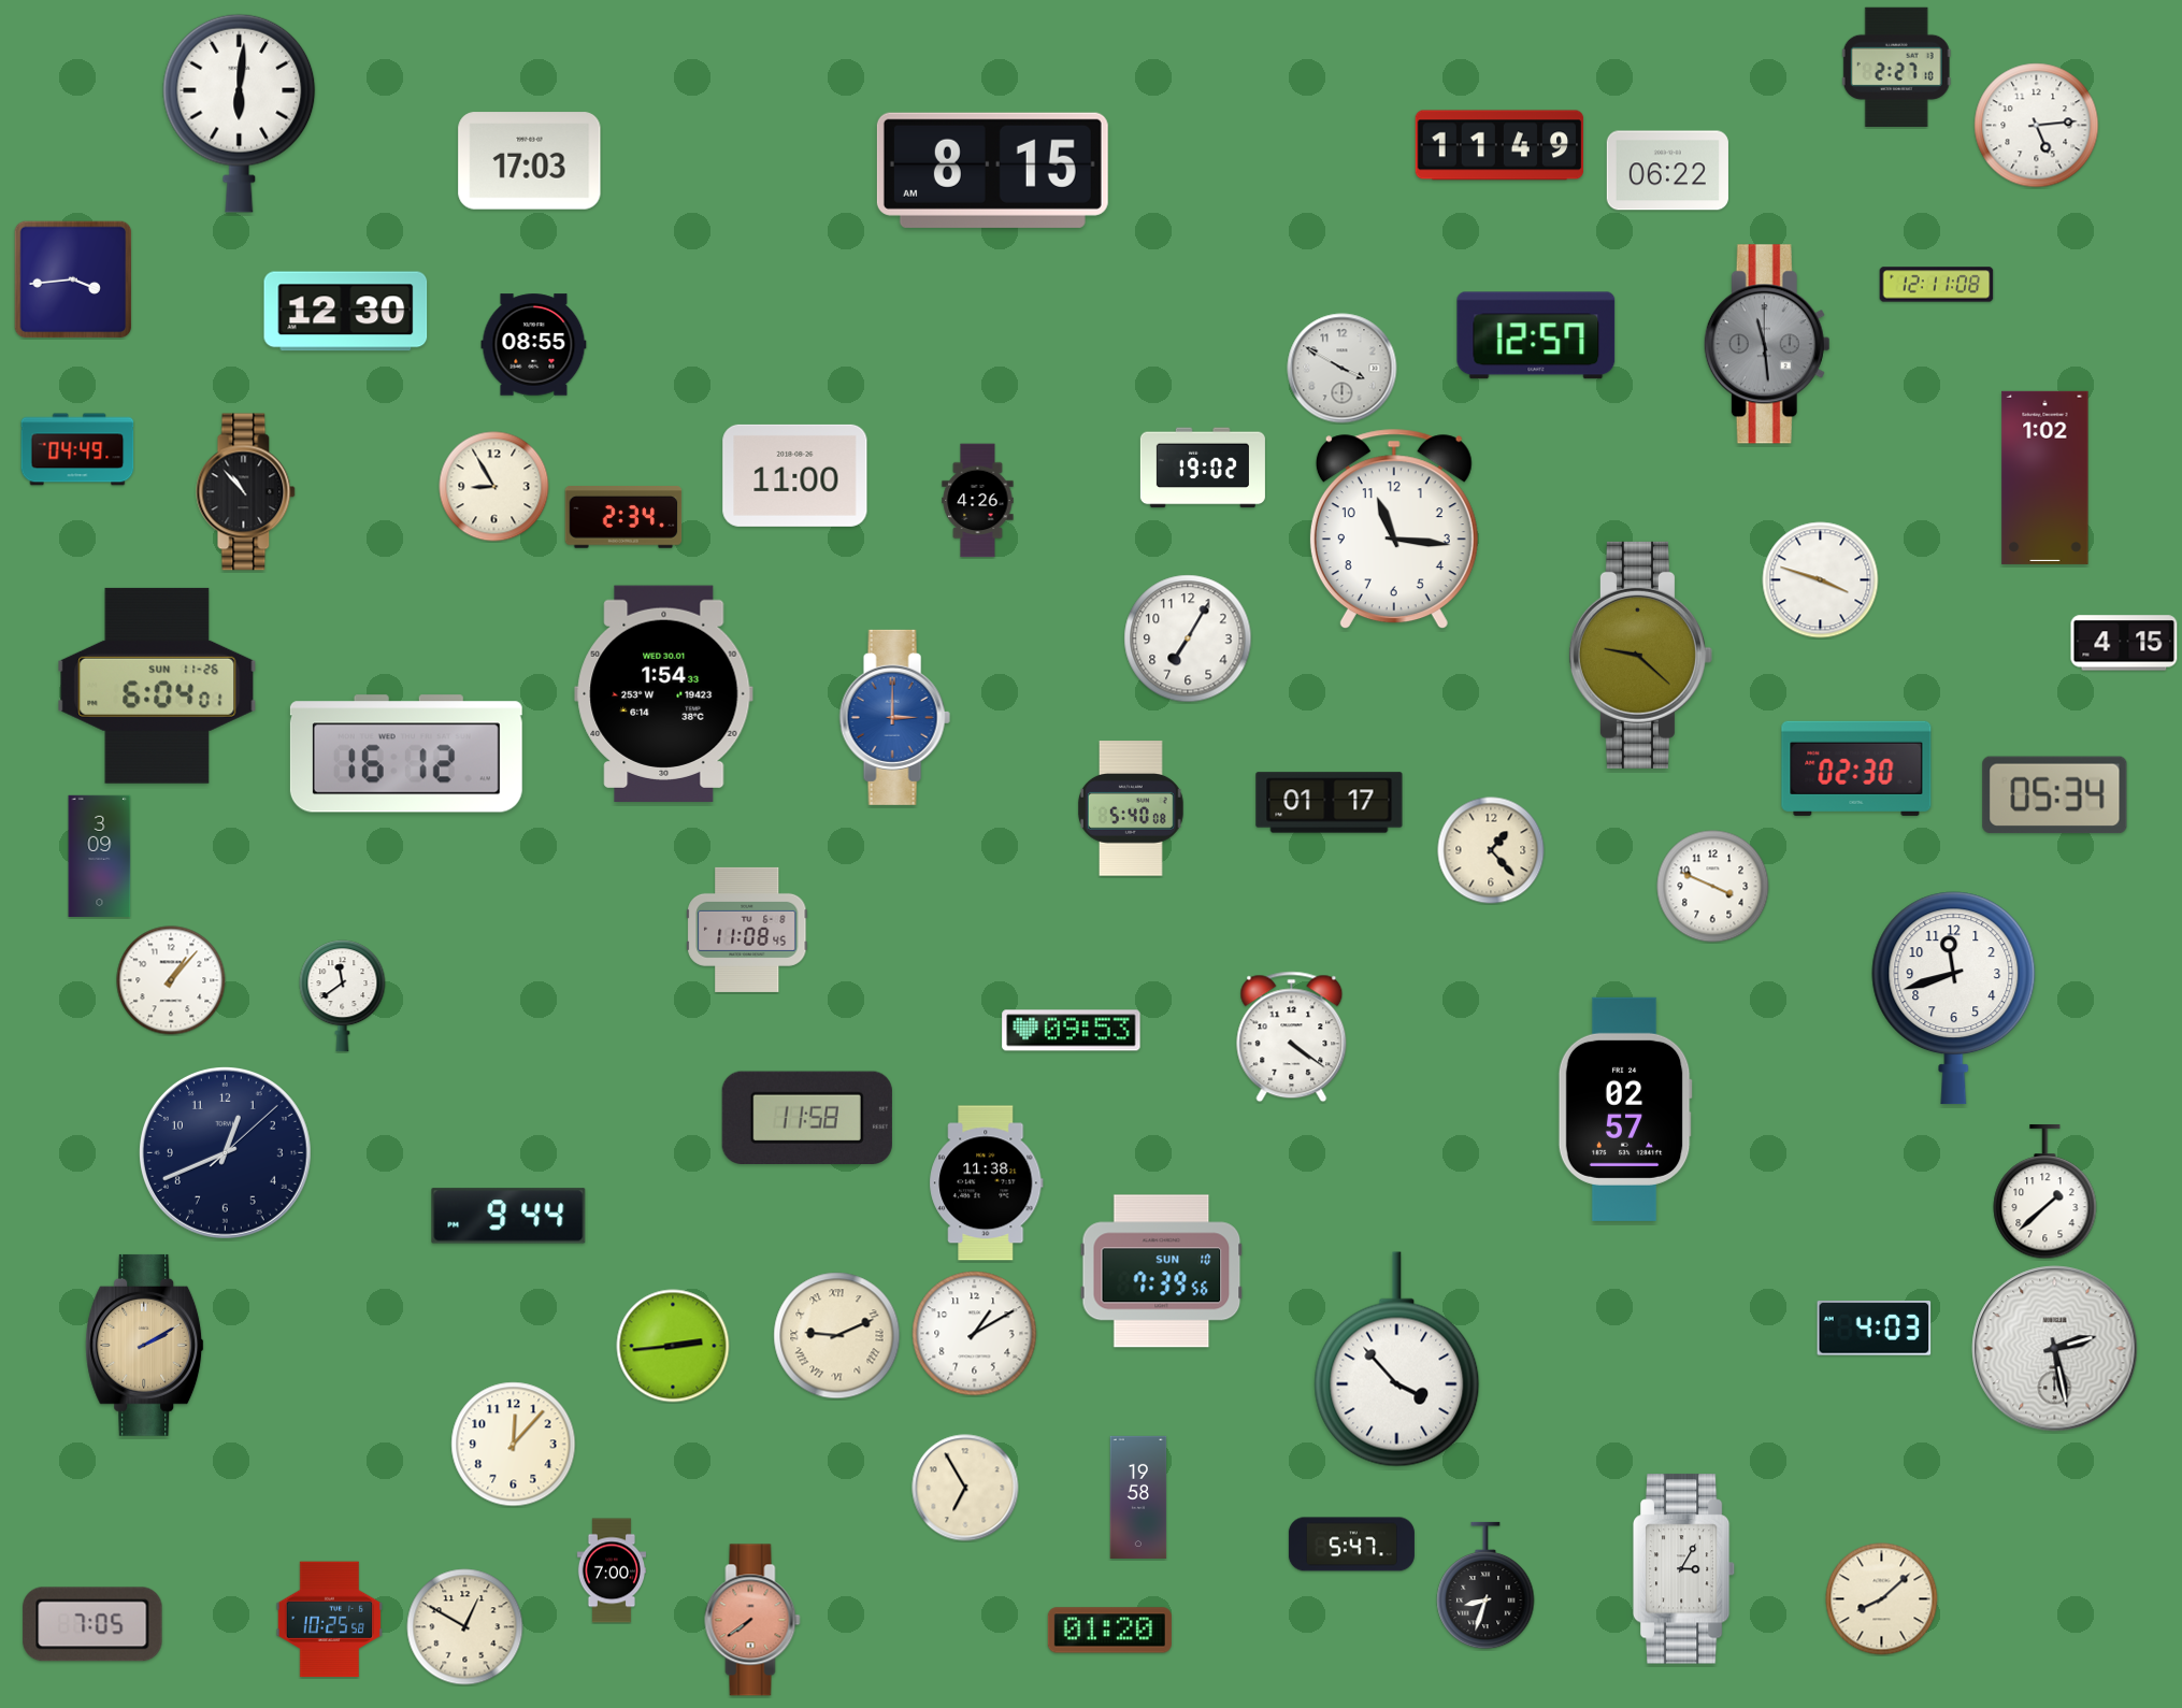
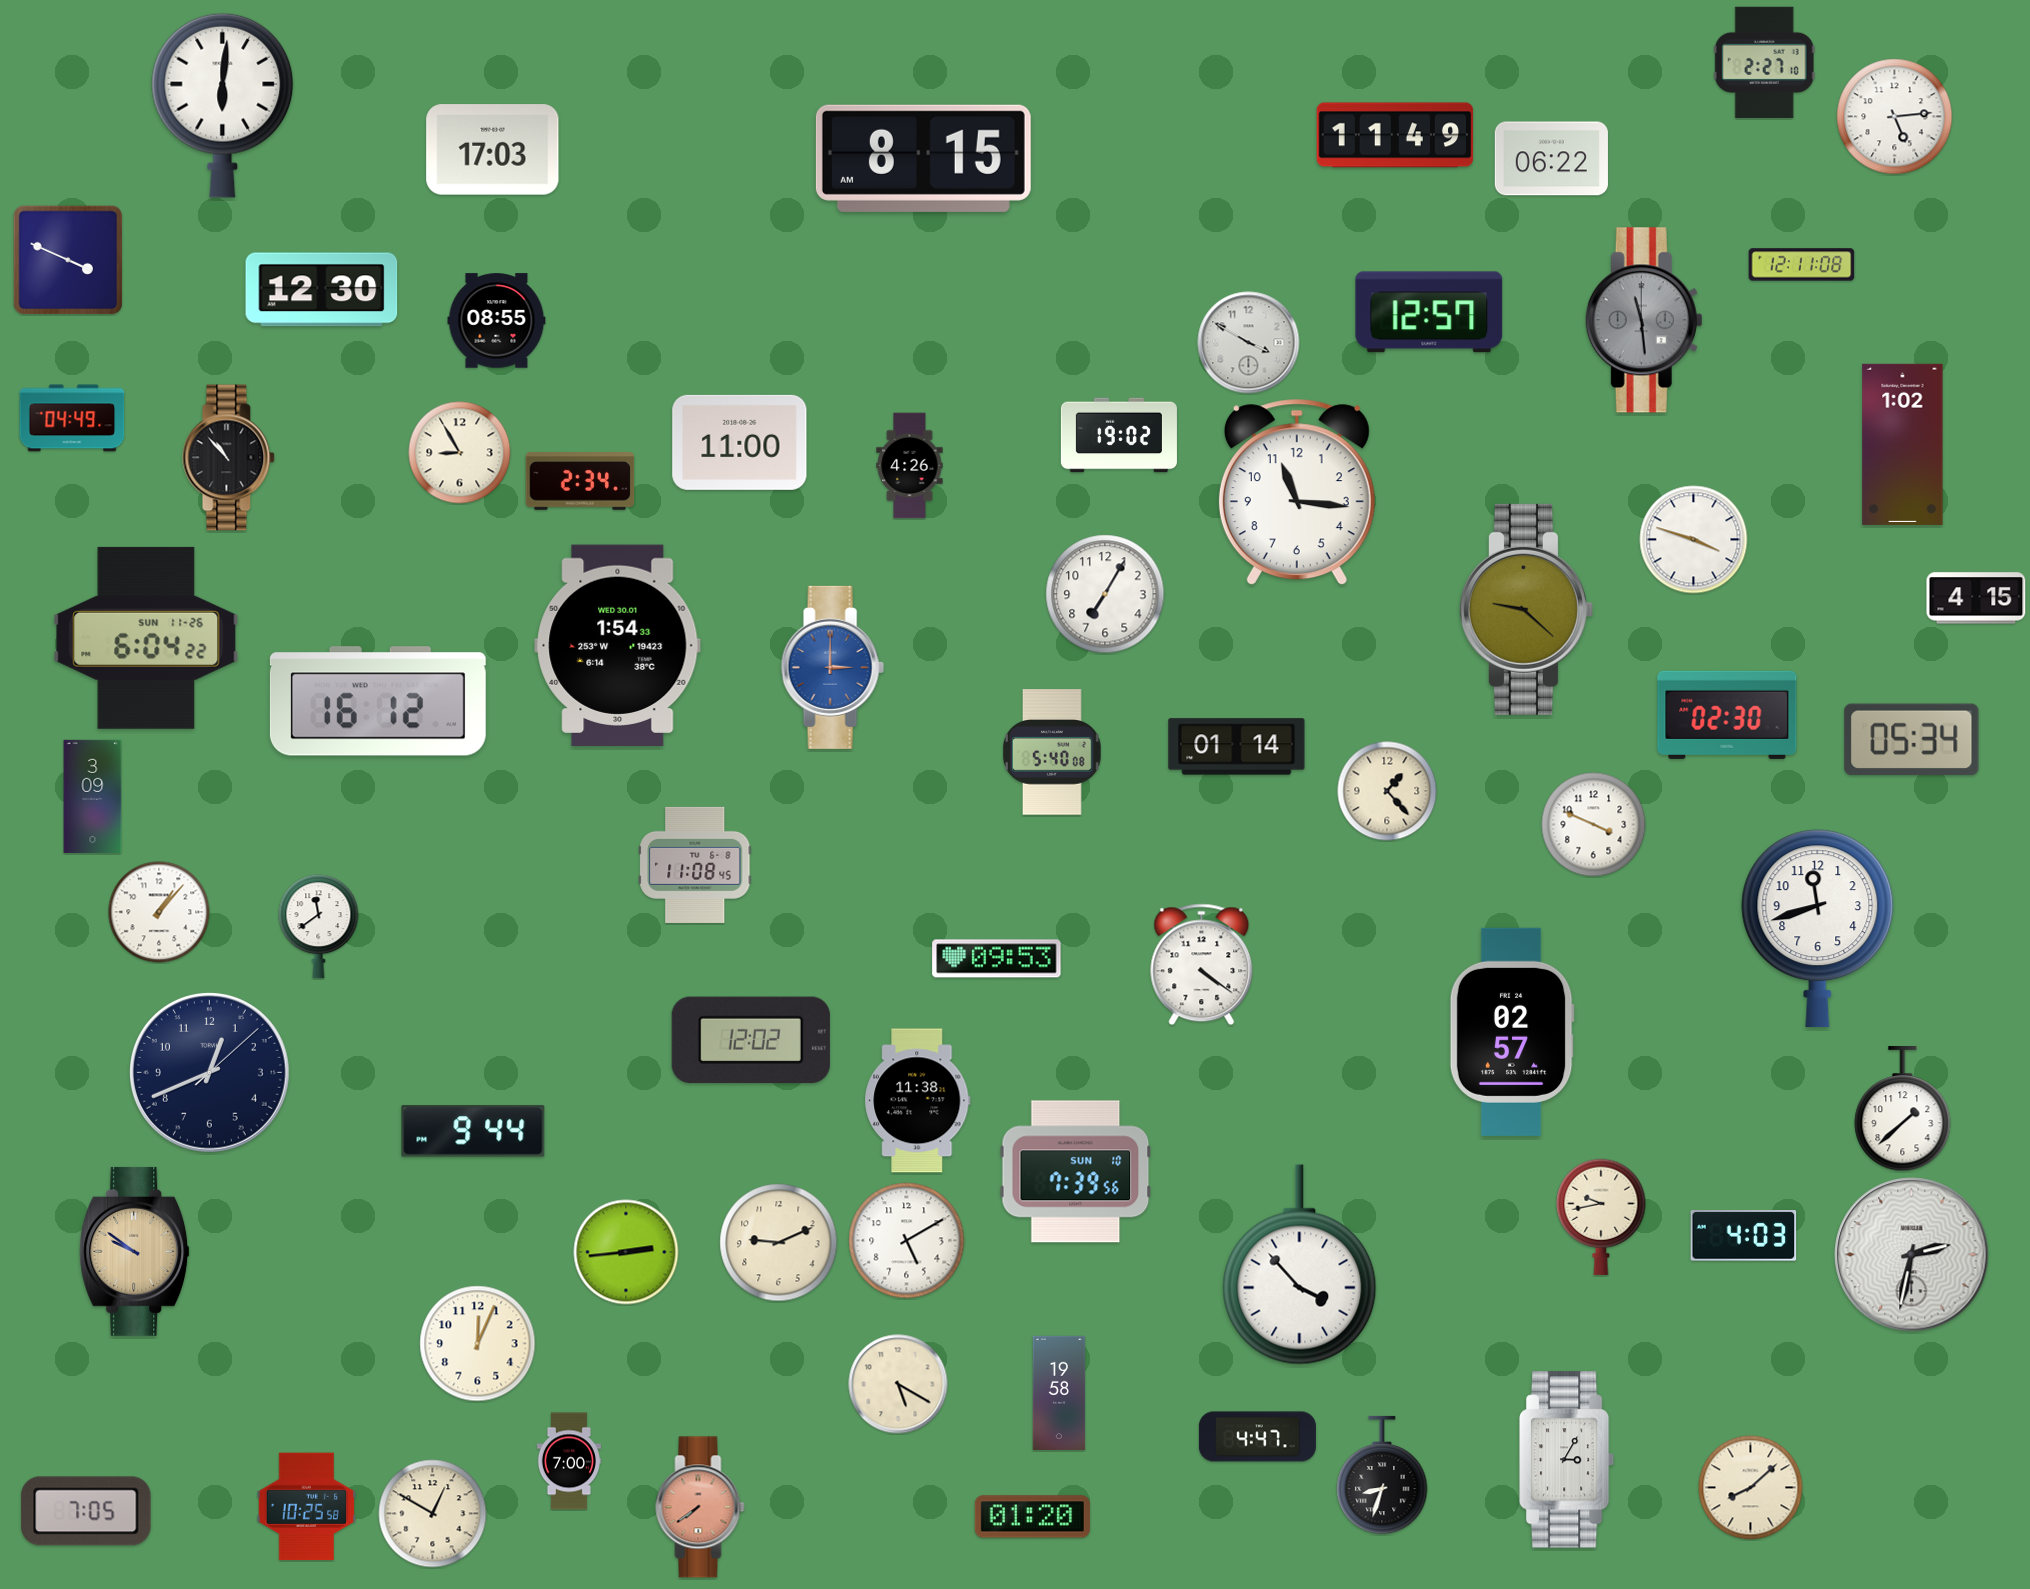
clock at (73, 279): 3:44 -> 3:49
clock at (157, 686): 6:04:01 -> 6:04:22
clock at (1330, 803): 01:17 -> 01:14
clock at (807, 1117): 11:58 -> 12:02
clock at (1162, 1272) position: (1162, 1272) -> (1076, 1172)
clock at (1601, 1217): none -> 9:43
clock at (975, 1334): 1:10 -> 5:10
clock at (837, 1336) numerals: Roman -> Arabic
clock at (145, 1345): 2:10 -> 9:51
clock at (2055, 1349): 2:28 -> 2:32
clock at (514, 1445): 12:07 -> 12:04
clock at (965, 1488): 6:55 -> 5:20
clock at (1351, 1545): 5:47 -> 4:47
